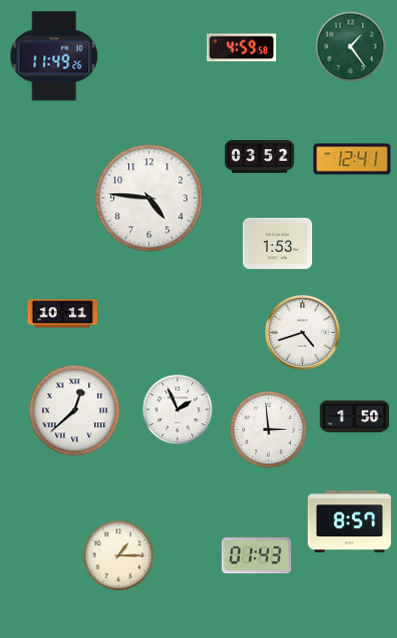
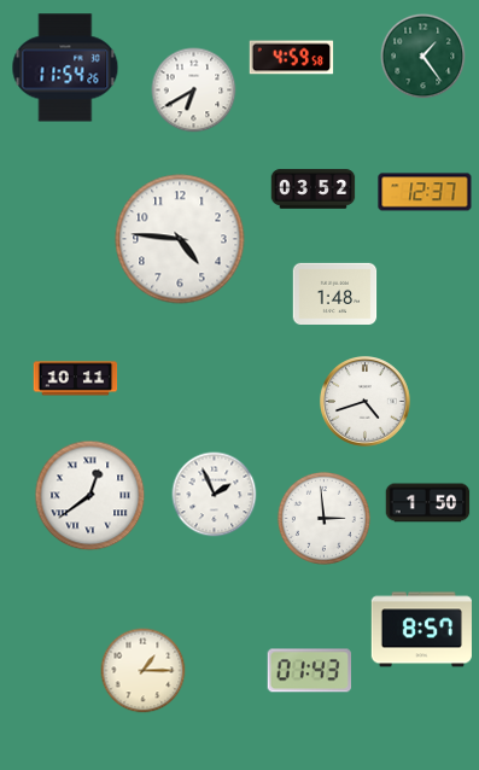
clock at (54, 56): 11:49 -> 11:54
clock at (194, 91): none -> 6:40
clock at (352, 159): 12:41 -> 12:37
clock at (278, 243): 1:53 -> 1:48
clock at (75, 411): 12:38 -> 12:39
